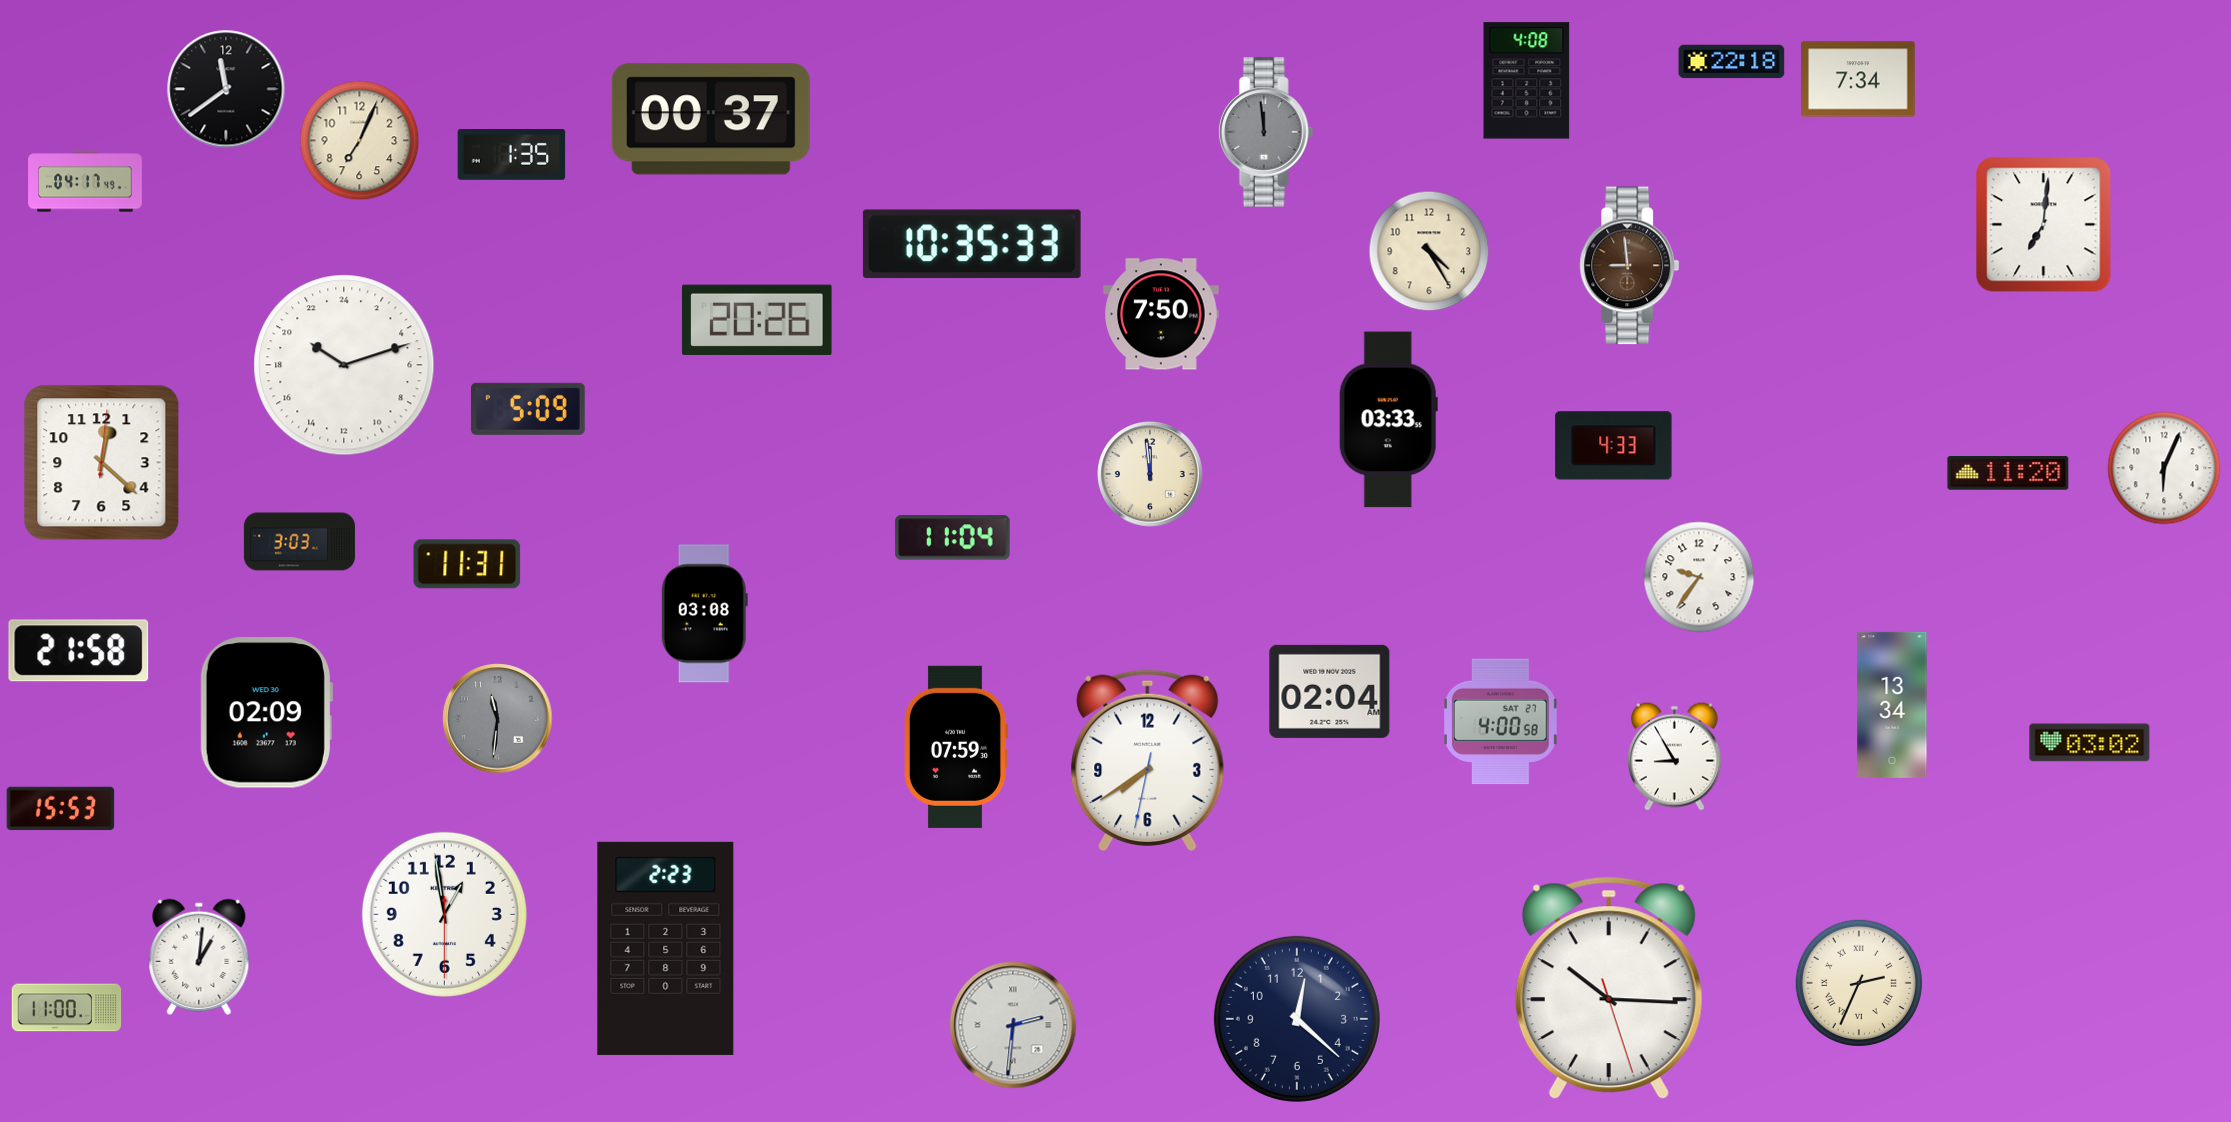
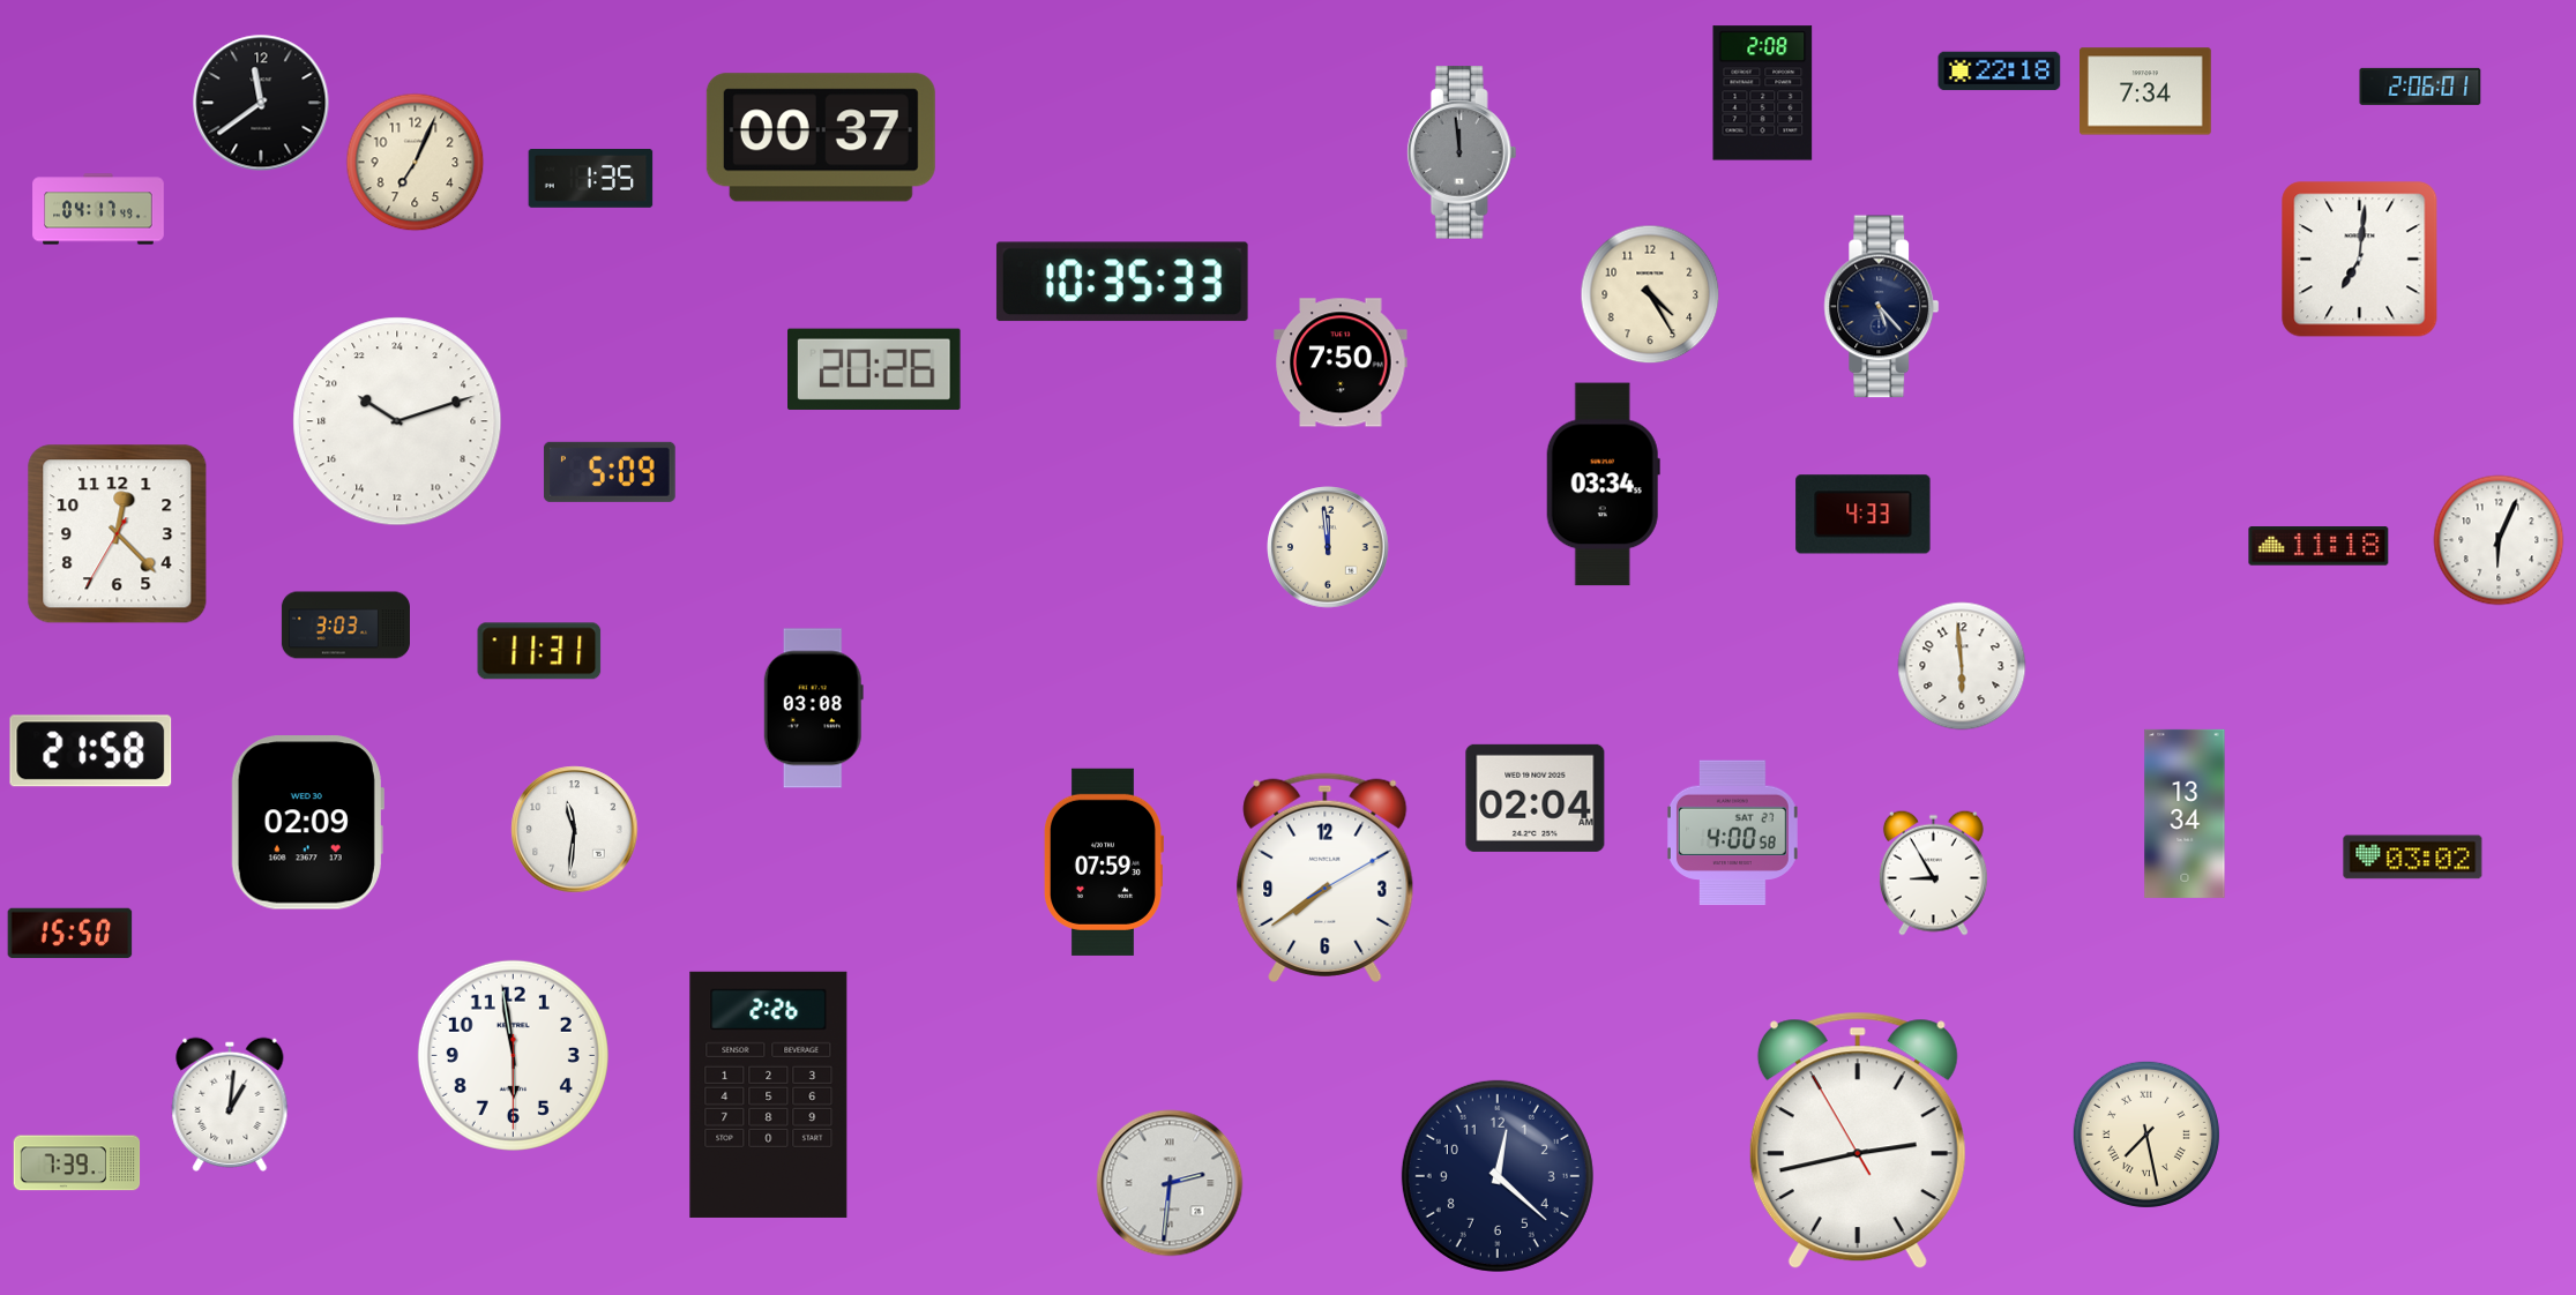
clock at (2420, 87): none -> 2:06
clock at (1527, 81): 4:08 -> 2:08
clock at (1429, 251) position: (1429, 251) -> (1650, 294)
clock at (1630, 266): 8:59 -> 5:23
clock at (1630, 266) dial: brown -> navy
clock at (1388, 420): 03:33 -> 03:34
clock at (102, 463): 12:22:01 -> 12:22:35
clock at (2008, 473): 11:20 -> 11:18
clock at (953, 538): 11:04 -> none
clock at (1699, 577): 9:36 -> 5:59
clock at (498, 719) dial: grey -> white
clock at (1148, 760): 7:39:32 -> 7:39:10
clock at (61, 809): 15:53 -> 15:50
clock at (444, 914): 12:58 -> 5:58
clock at (666, 948): 2:23 -> 2:26
clock at (1859, 983): 2:34 -> 7:28
clock at (1609, 988): 10:15 -> 2:42
clock at (67, 1008): 11:00 -> 7:39
